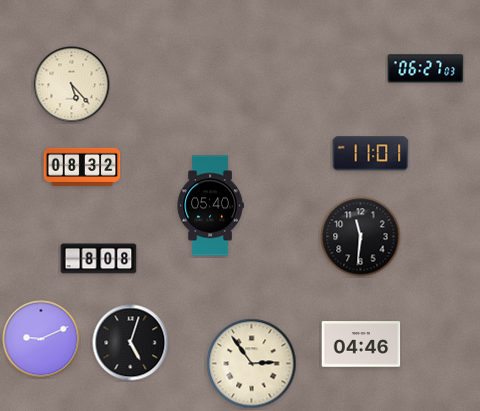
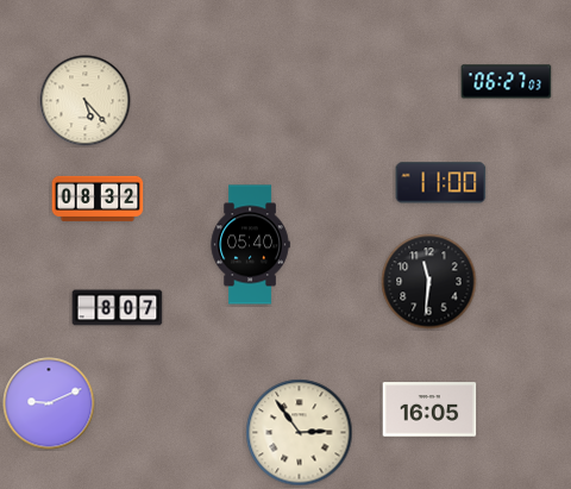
clock at (371, 154): 11:01 -> 11:00
clock at (99, 259): 8:08 -> 8:07
clock at (131, 343): 5:03 -> none
clock at (361, 344): 04:46 -> 16:05
